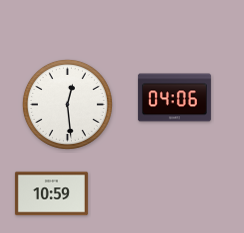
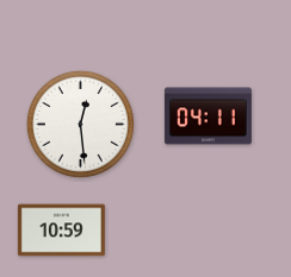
clock at (174, 98): 04:06 -> 04:11
